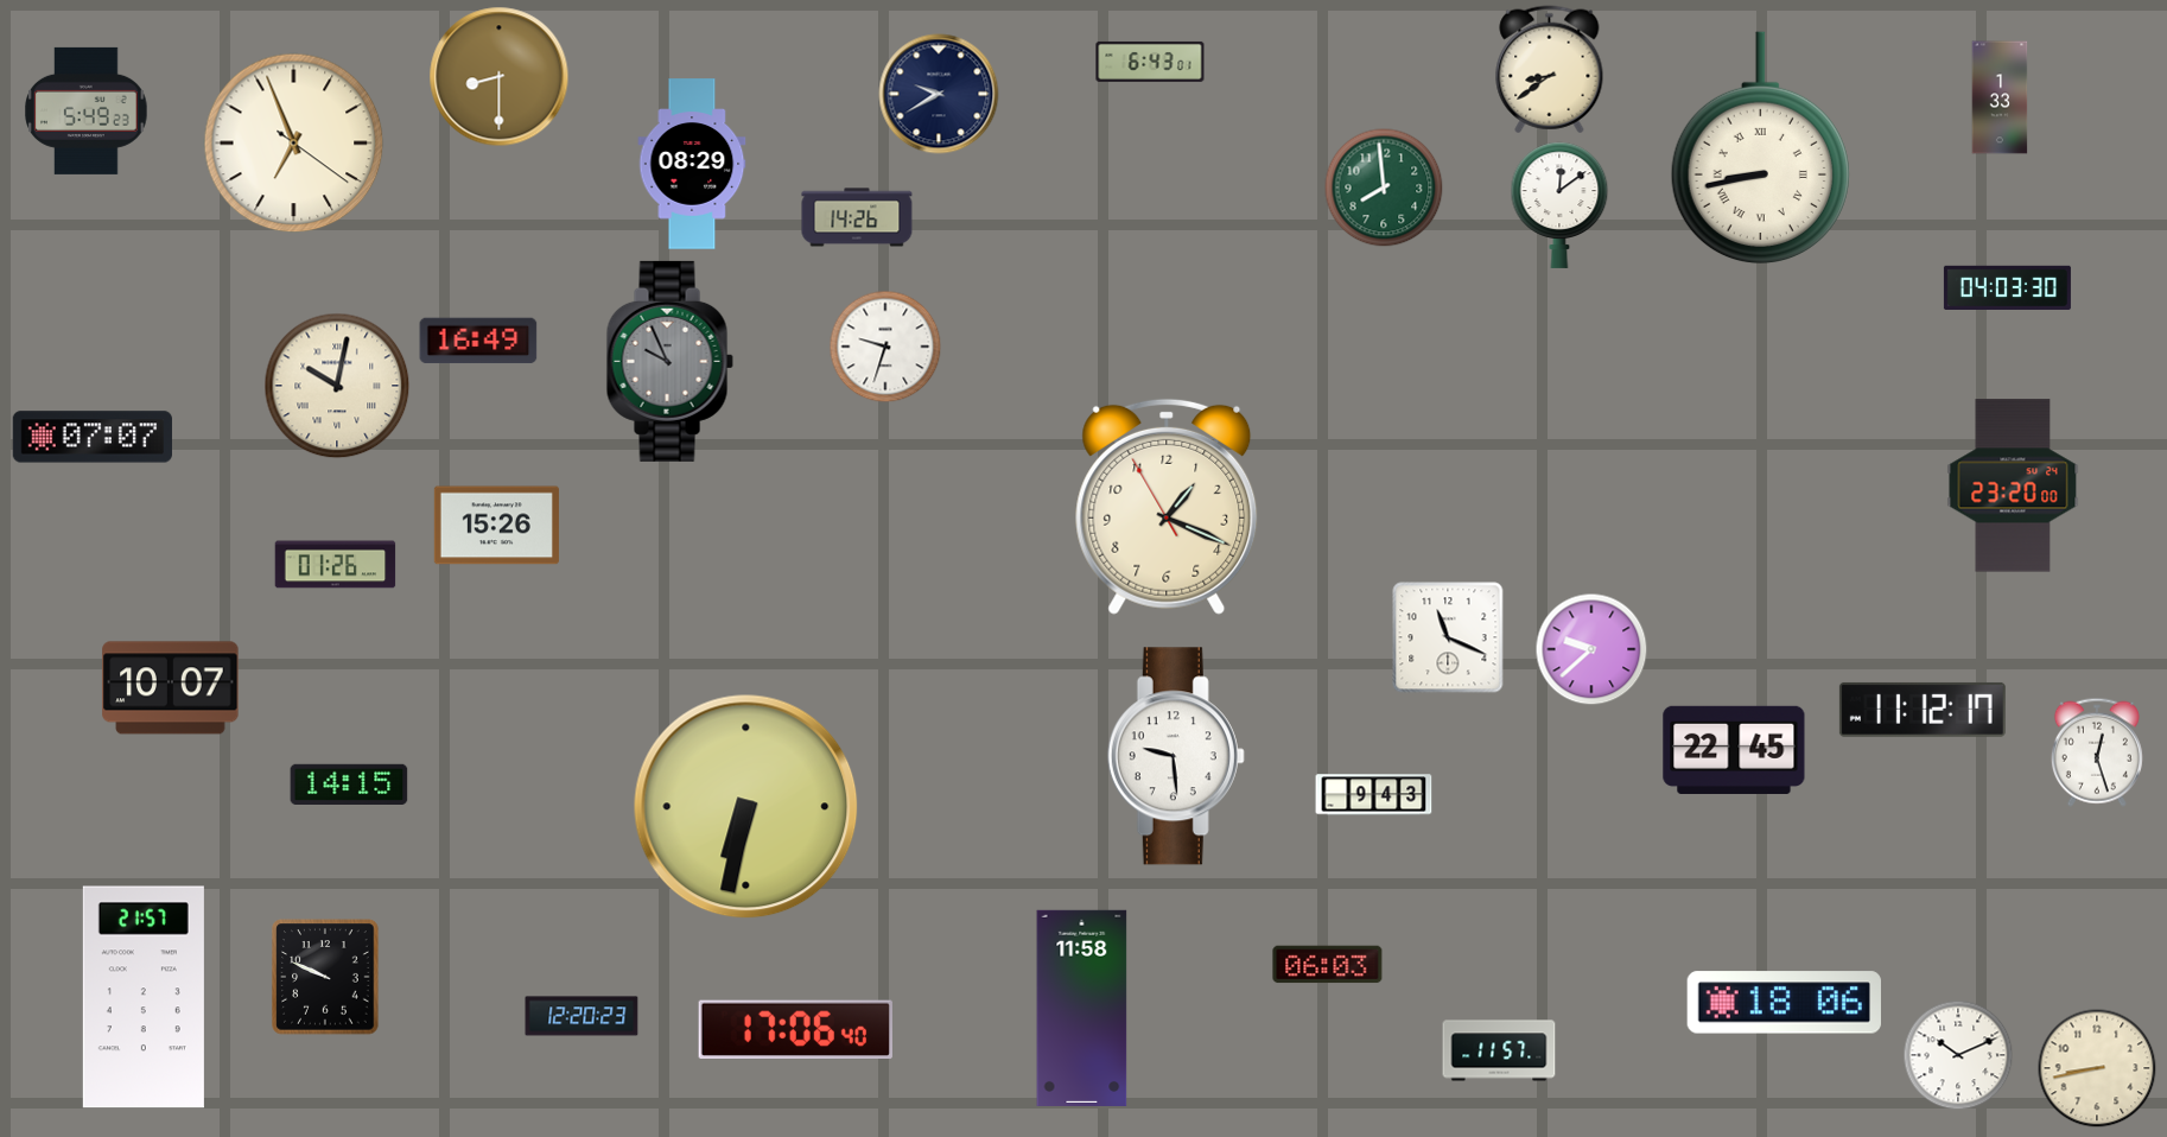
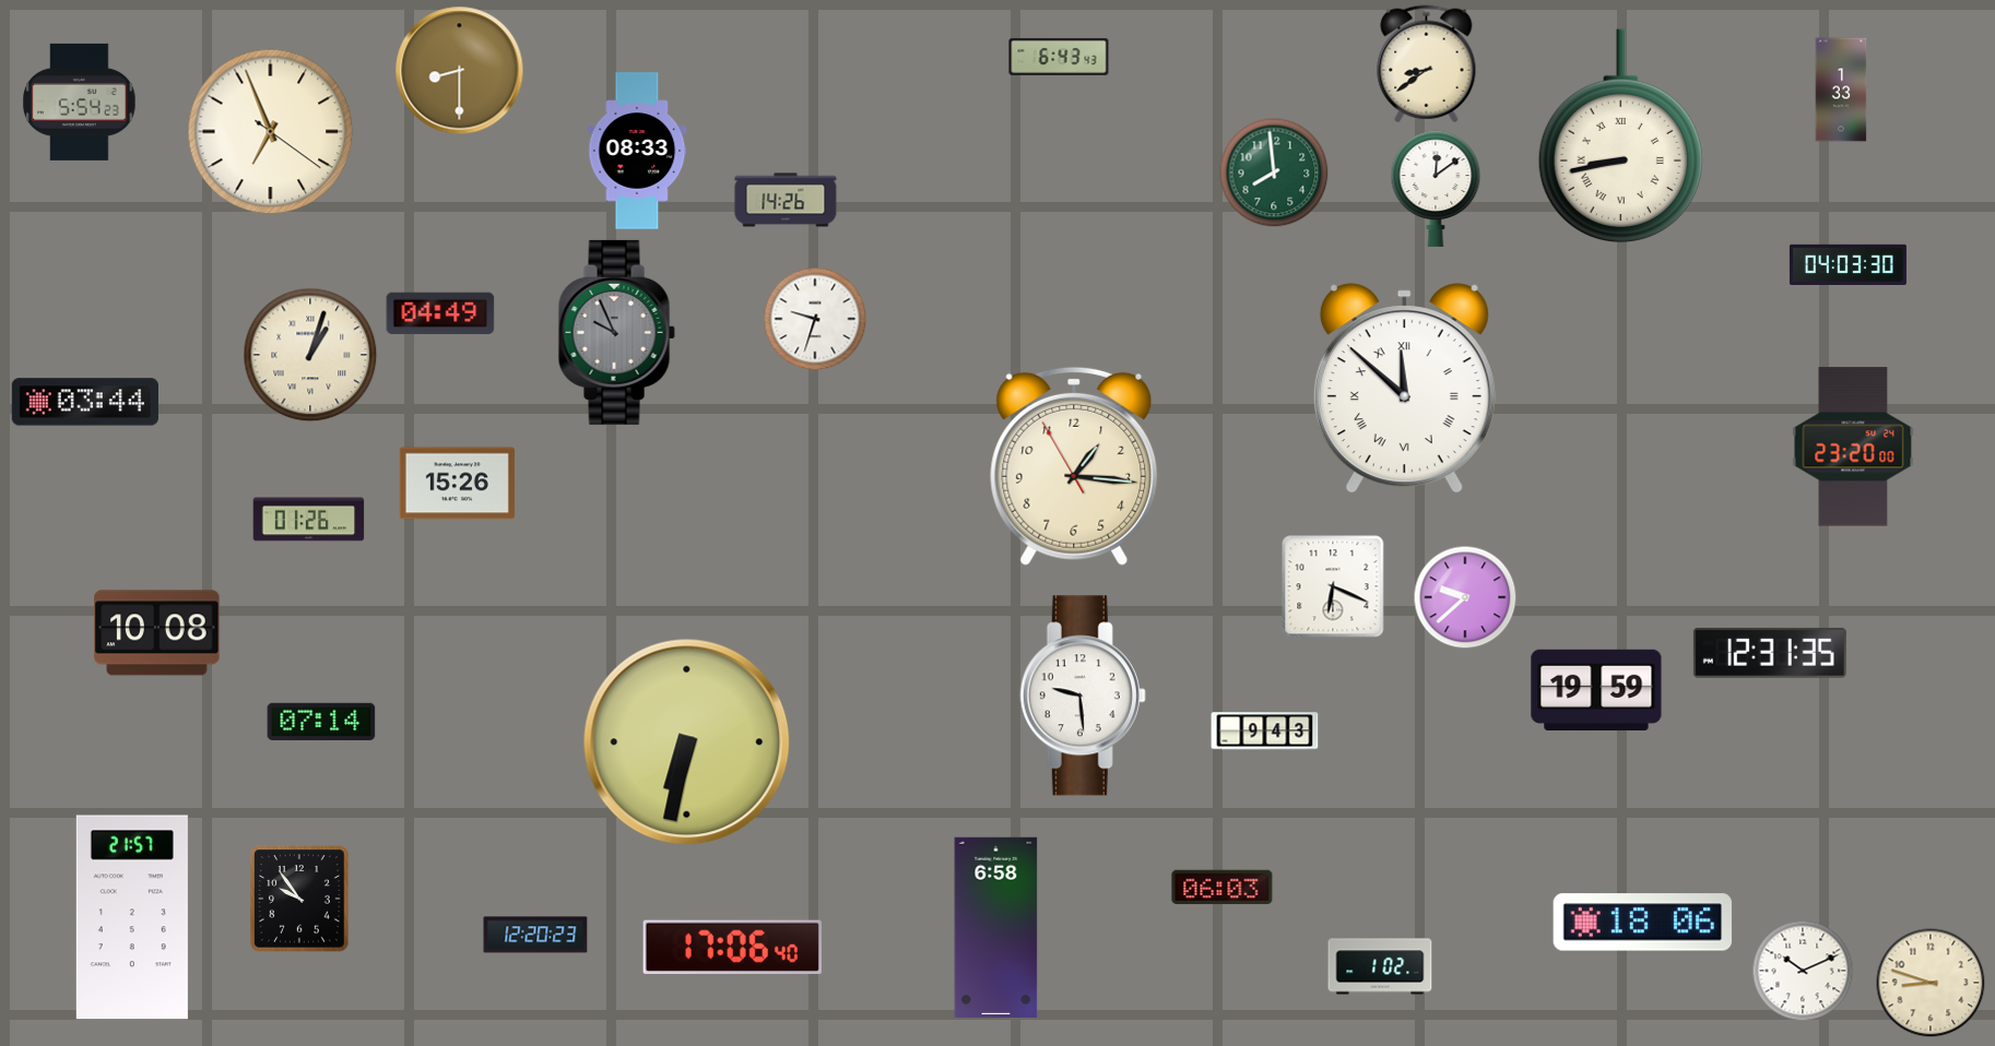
clock at (1150, 62): 6:43:01 -> 6:43:43
clock at (939, 94): 9:40 -> none
clock at (87, 110): 5:49 -> 5:54
clock at (692, 164): 08:29 -> 08:33
clock at (857, 217) position: (857, 217) -> (786, 200)
clock at (478, 341): 16:49 -> 04:49
clock at (337, 386): 10:02 -> 1:03
clock at (1404, 389): none -> 11:52
clock at (93, 437): 07:07 -> 03:44
clock at (1167, 507): 1:18 -> 1:15
clock at (1448, 637): 11:19 -> 6:19
clock at (171, 688): 10:07 -> 10:08
clock at (1923, 710): 11:12 -> 12:31
clock at (1734, 750): 22:45 -> 19:59
clock at (2097, 752): 12:27 -> none
clock at (349, 783): 14:15 -> 07:14
clock at (325, 977): 9:49 -> 9:54
clock at (1082, 1008): 11:58 -> 6:58
clock at (1499, 1050): 11:57 -> 1:02
clock at (2097, 1068): 8:43 -> 8:48
